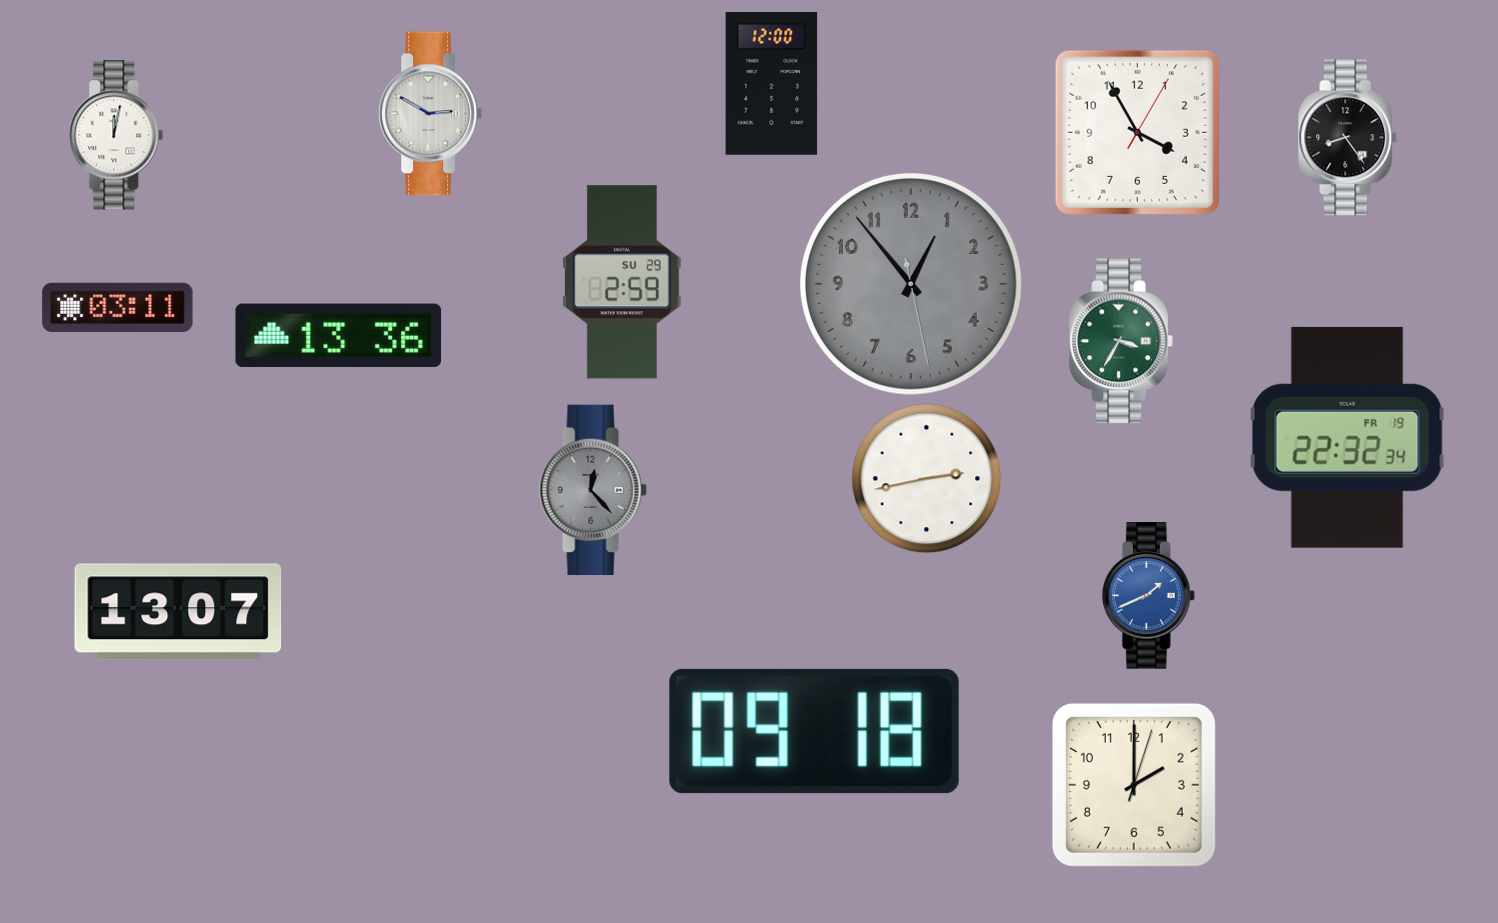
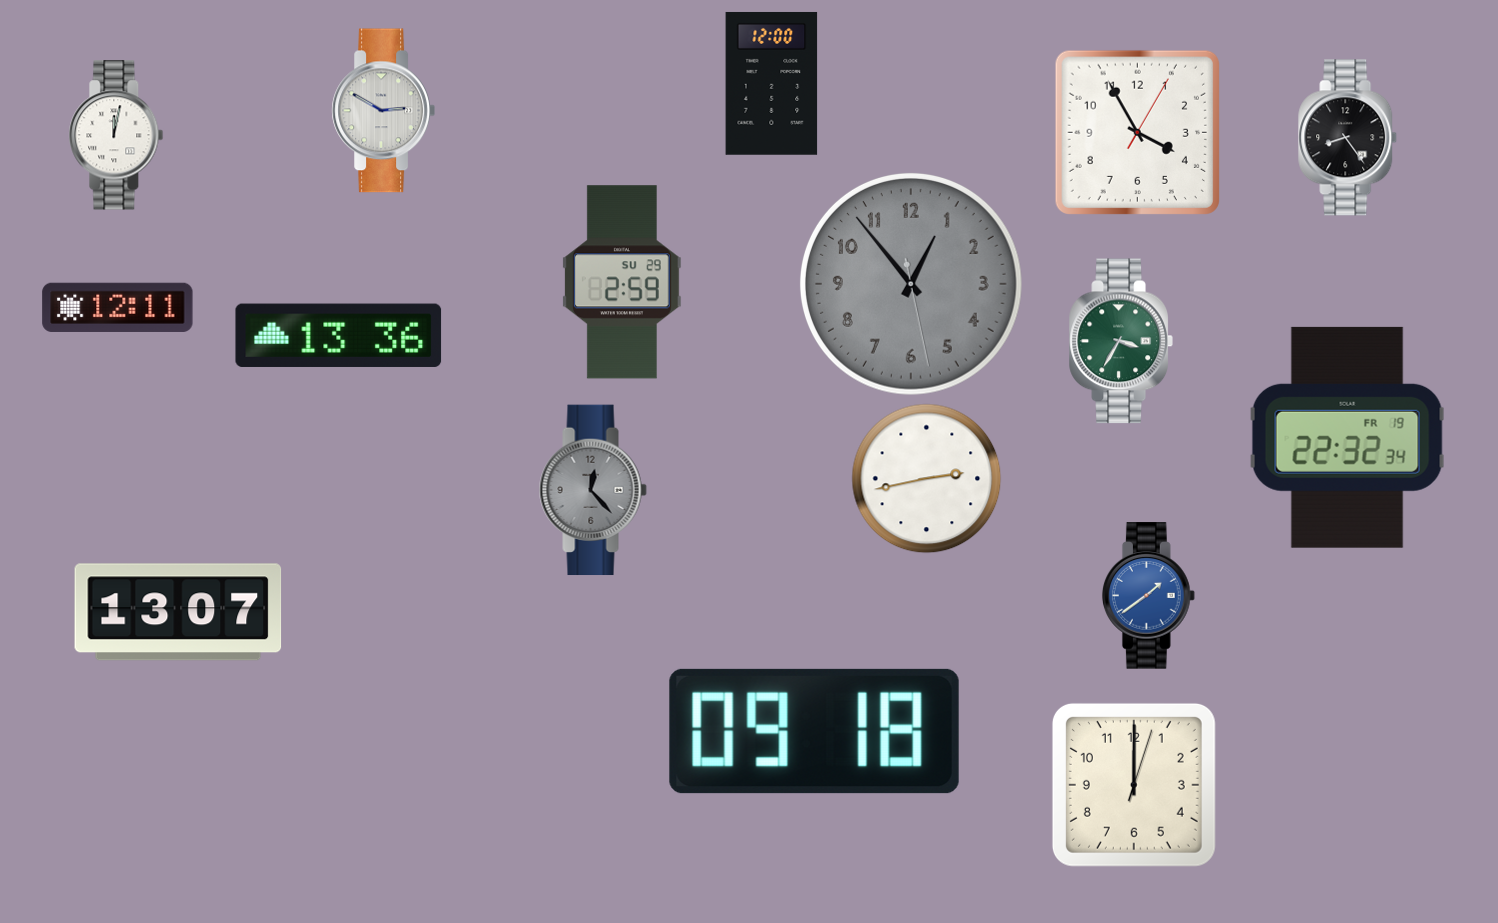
clock at (430, 114) position: (430, 114) -> (383, 111)
clock at (118, 307): 03:11 -> 12:11
clock at (1149, 596): 1:41 -> 1:39
clock at (1134, 785): 2:00 -> 12:00
